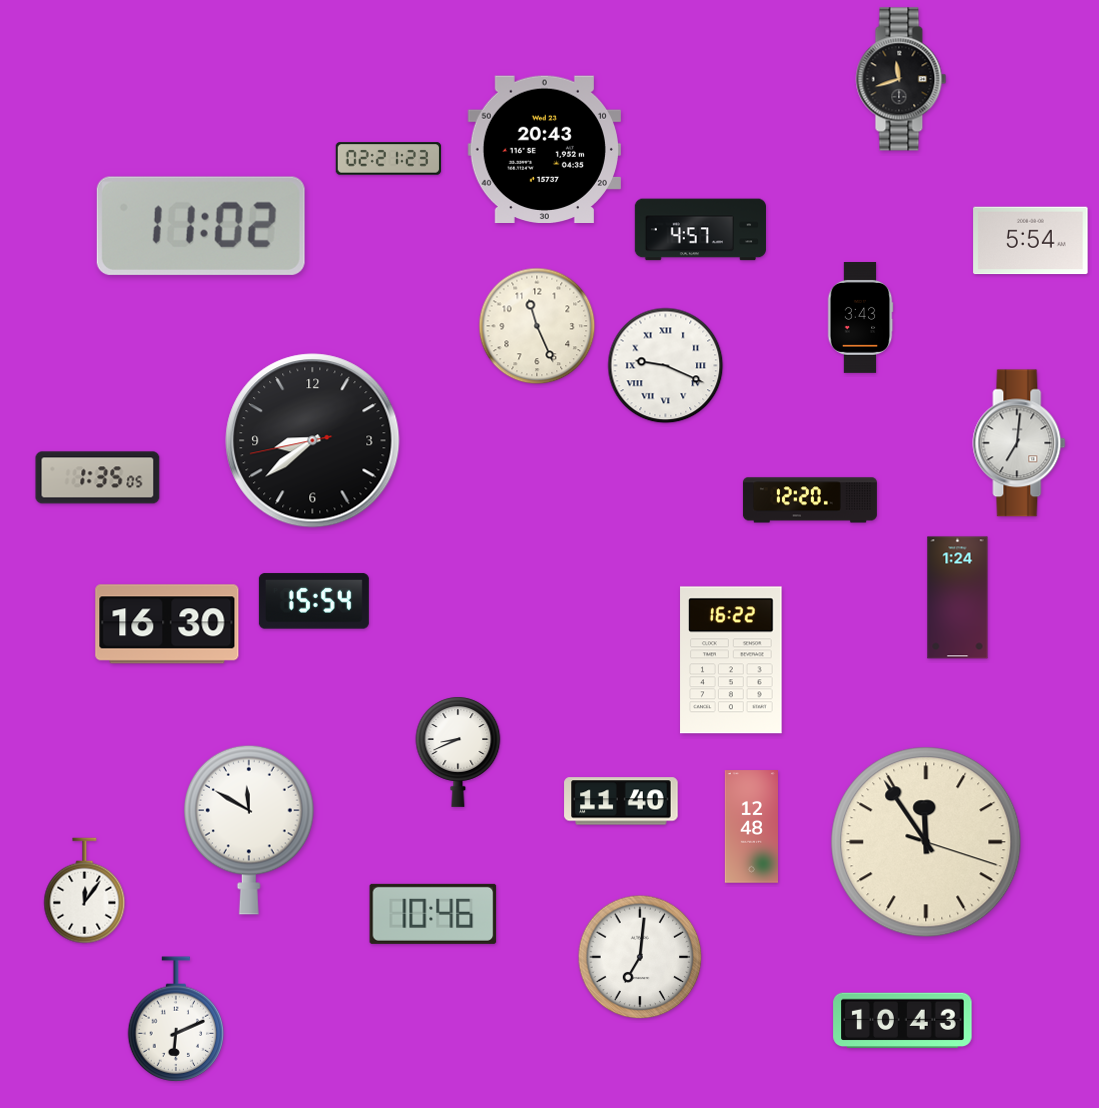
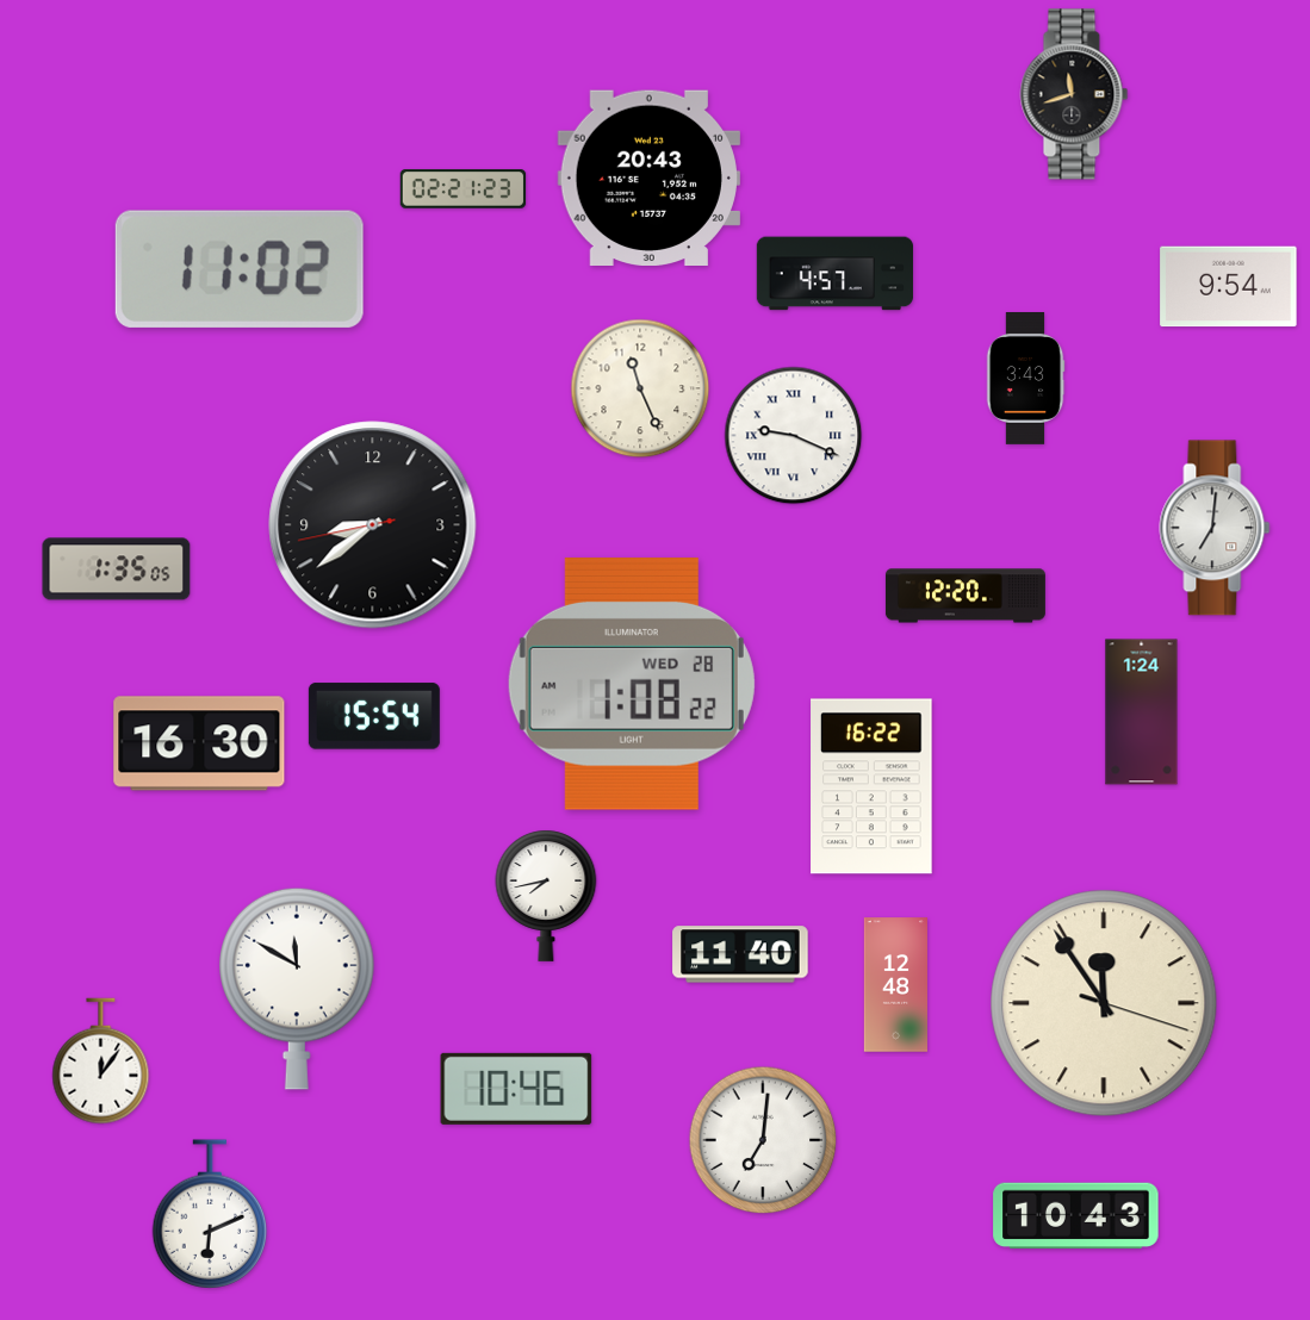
clock at (1031, 241): 5:54 -> 9:54
clock at (632, 684): none -> 1:08
clock at (458, 752): 8:41 -> 7:43
